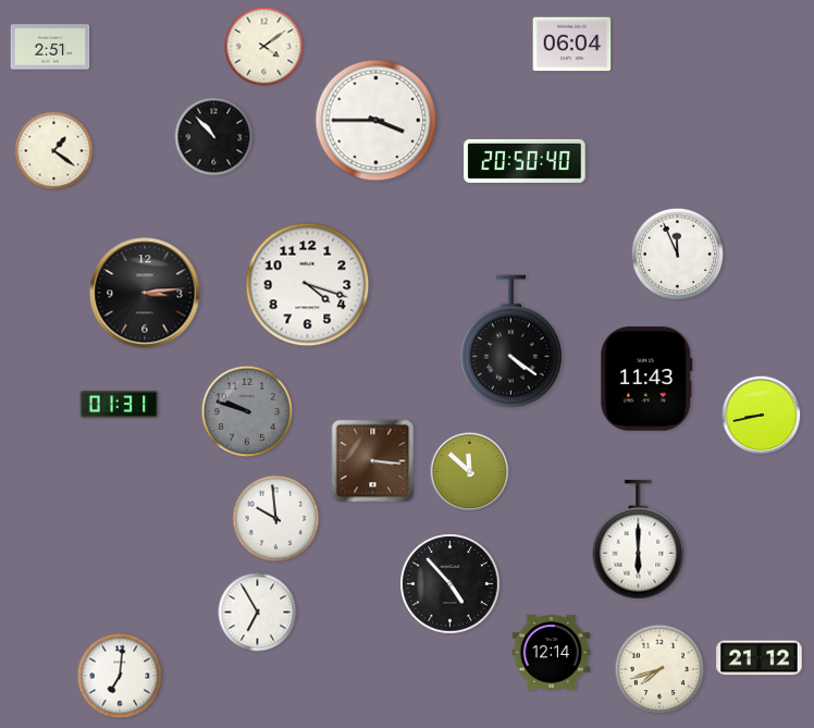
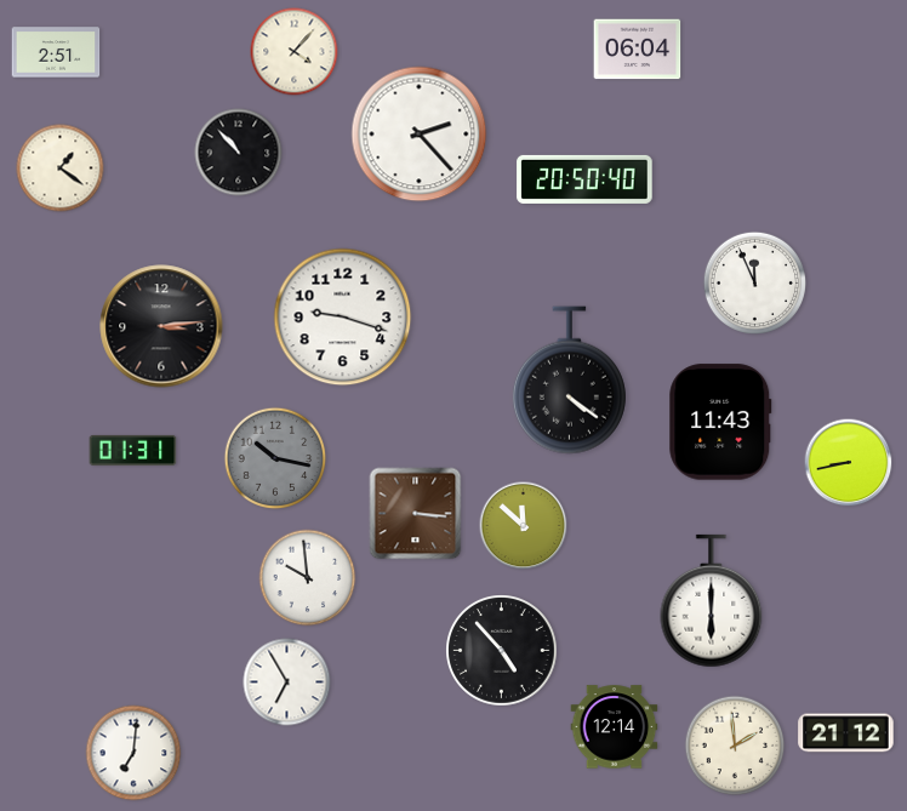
clock at (264, 47): 4:09 -> 4:07
clock at (377, 121): 3:45 -> 2:23
clock at (308, 285): 4:18 -> 9:18
clock at (247, 411): 9:48 -> 10:17
clock at (659, 669): 7:42 -> 1:59
